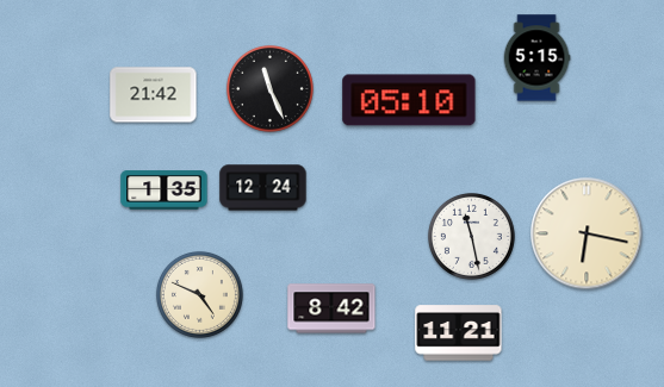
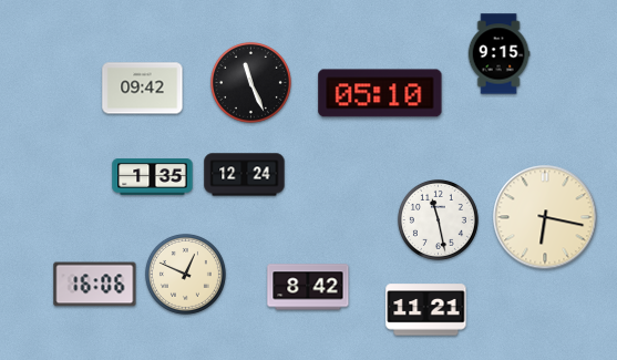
clock at (536, 58): 5:15 -> 9:15
clock at (154, 95): 21:42 -> 09:42
clock at (199, 294): 4:49 -> 12:49
clock at (95, 285): none -> 16:06
